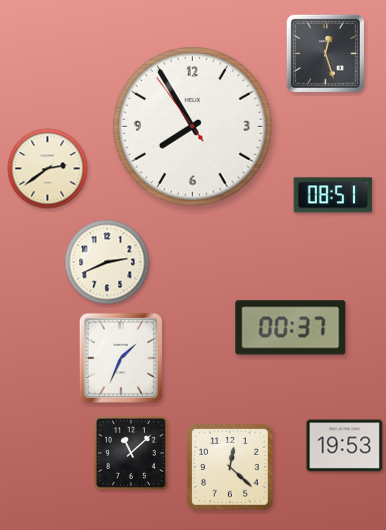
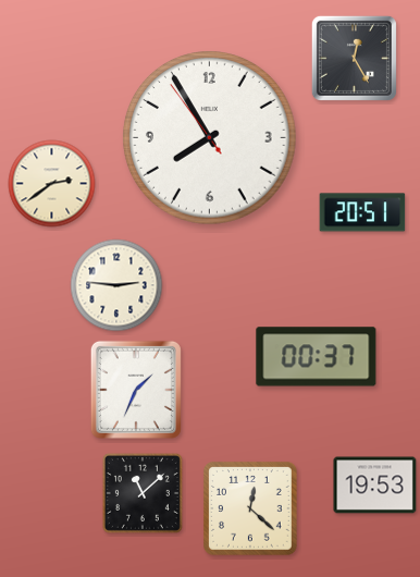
clock at (325, 53): 12:27 -> 12:25
clock at (333, 195): 08:51 -> 20:51
clock at (107, 262): 2:41 -> 2:46
clock at (121, 358) position: (121, 358) -> (136, 390)
